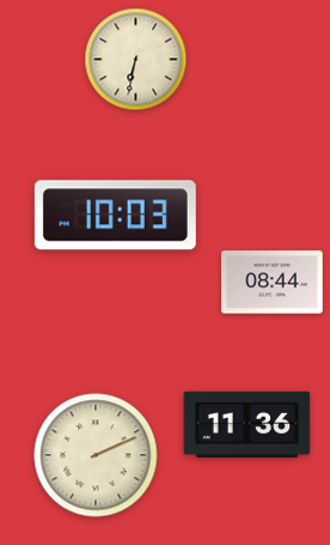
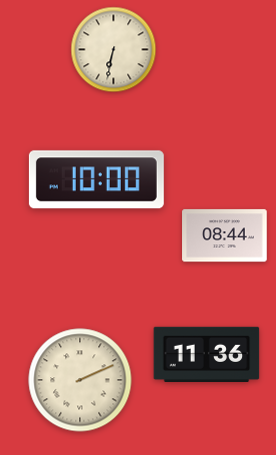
clock at (115, 216): 10:03 -> 10:00
clock at (273, 283) position: (273, 283) -> (225, 236)
